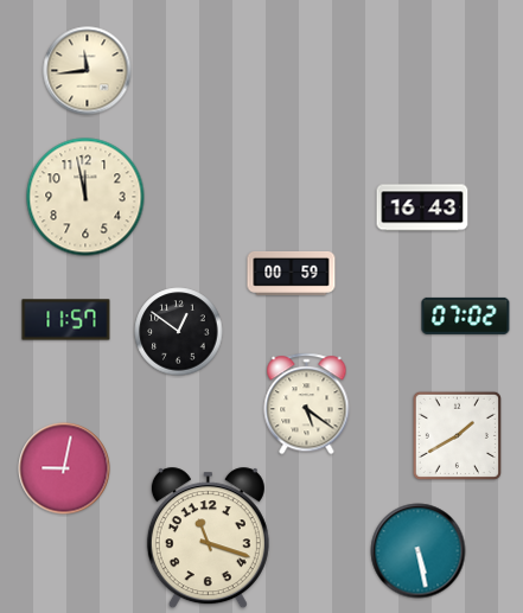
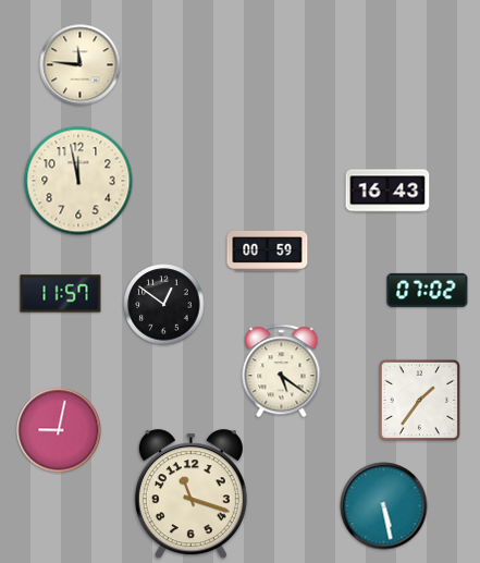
clock at (88, 71): 11:44 -> 11:46
clock at (457, 435): 1:40 -> 1:36
